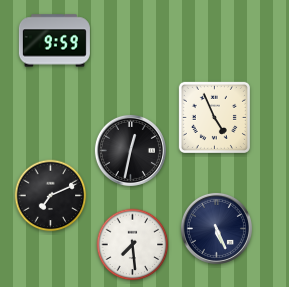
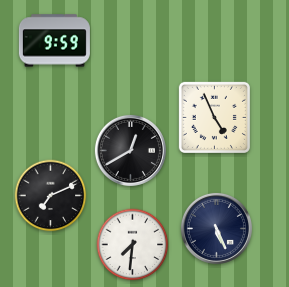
clock at (130, 150): 12:32 -> 12:40
clock at (133, 245): 7:29 -> 7:31
